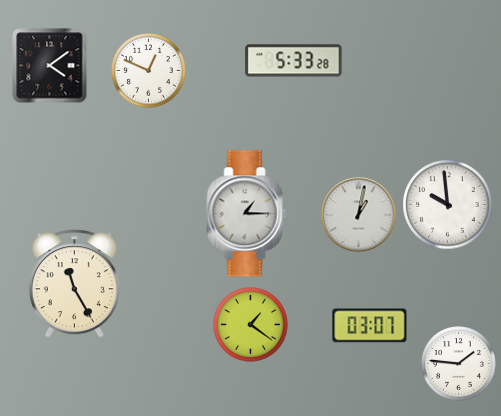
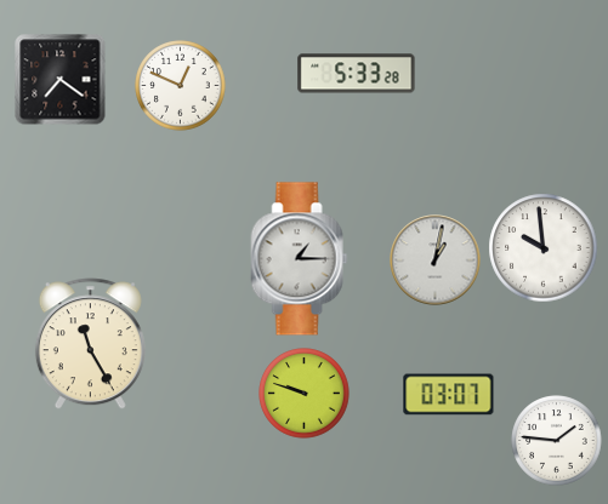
clock at (50, 66): 4:09 -> 7:21
clock at (251, 325): 1:21 -> 9:48
